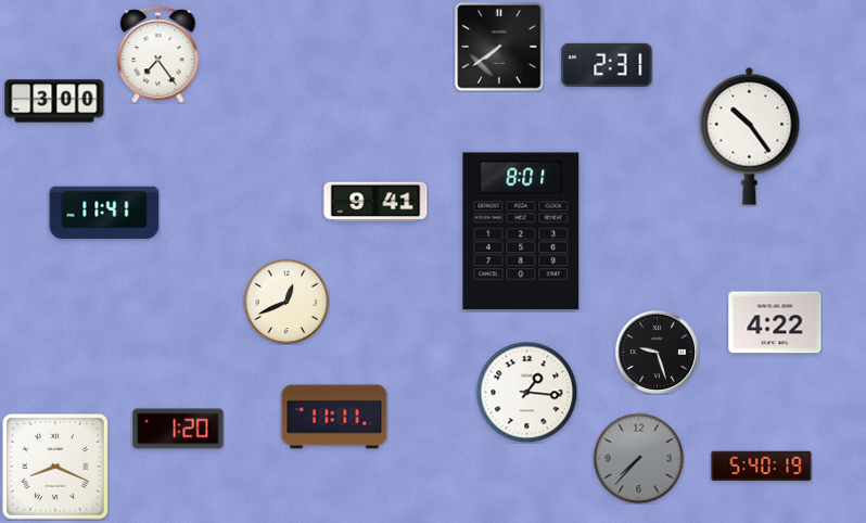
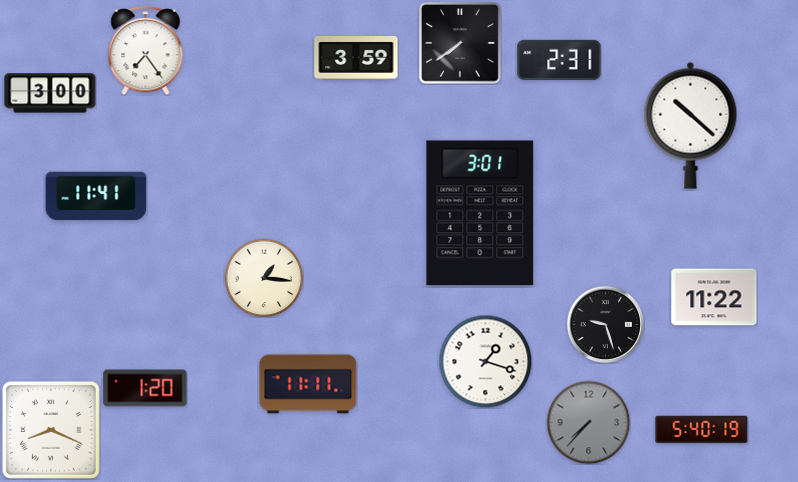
clock at (356, 59): none -> 3:59
clock at (750, 136): 10:24 -> 10:22
clock at (375, 202): 9:41 -> none
clock at (521, 231): 8:01 -> 3:01
clock at (286, 302): 12:41 -> 1:16
clock at (775, 322): 4:22 -> 11:22
clock at (526, 392): 1:16 -> 1:18
clock at (178, 429) position: (178, 429) -> (145, 388)
